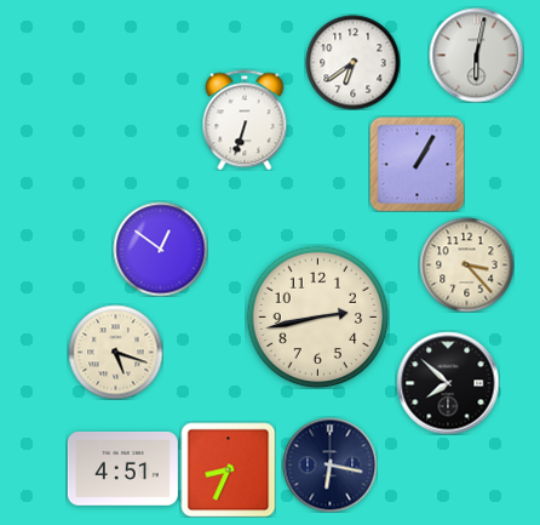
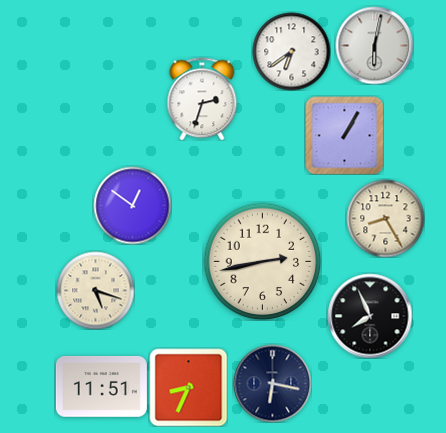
clock at (476, 55) position: (476, 55) -> (374, 45)
clock at (245, 120): 6:33 -> 2:33
clock at (466, 264): 3:23 -> 8:25
clock at (448, 383): 7:52 -> 7:56
clock at (122, 469): 4:51 -> 11:51
